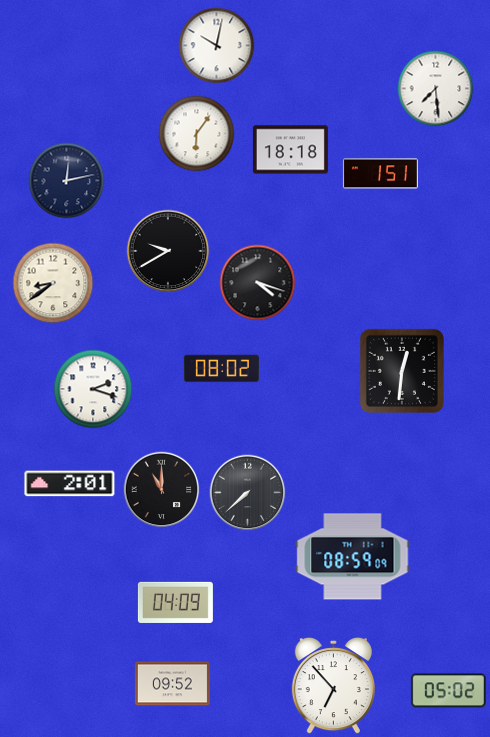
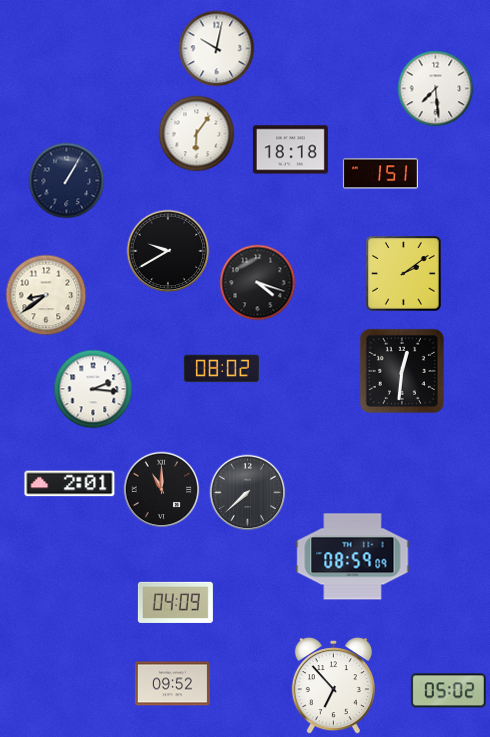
clock at (217, 46) position: (217, 46) -> (217, 49)
clock at (67, 181): 12:13 -> 1:05
clock at (404, 274): none -> 2:09
clock at (53, 283) position: (53, 283) -> (46, 295)
clock at (93, 389): 2:18 -> 2:16
